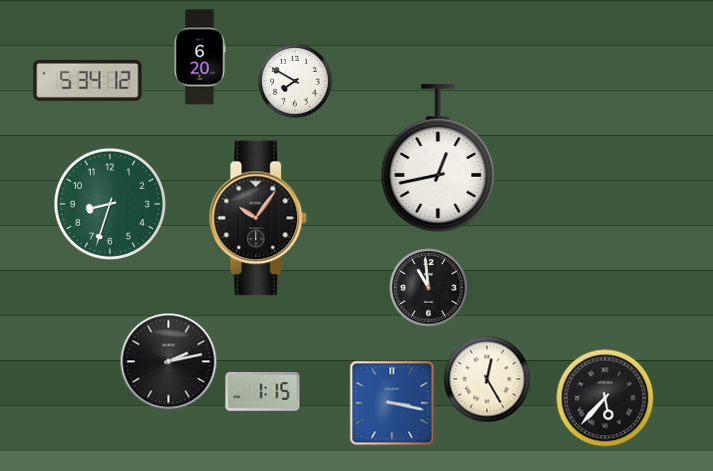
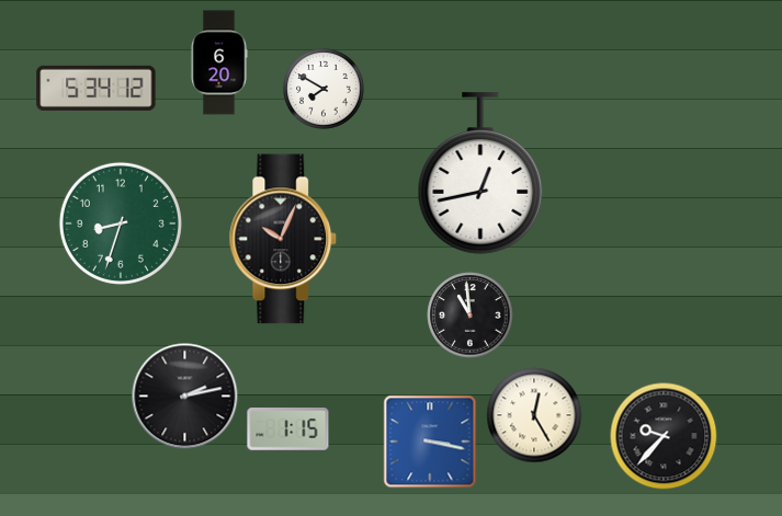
clock at (258, 218): 10:06 -> 10:04
clock at (605, 398): 5:37 -> 9:37
